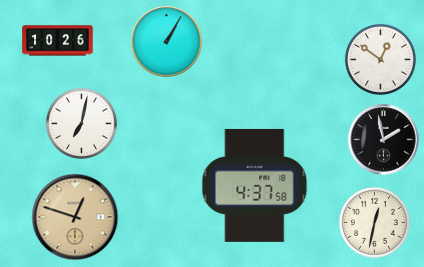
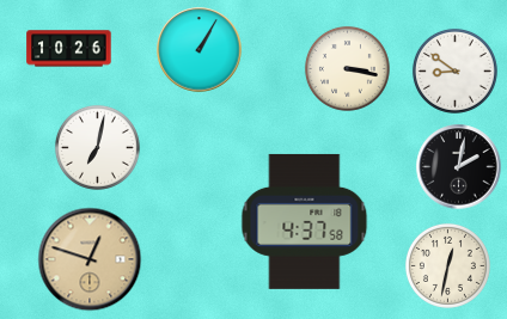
clock at (347, 68): none -> 3:17
clock at (380, 59): 12:51 -> 8:51
clock at (384, 140): 1:58 -> 2:02
